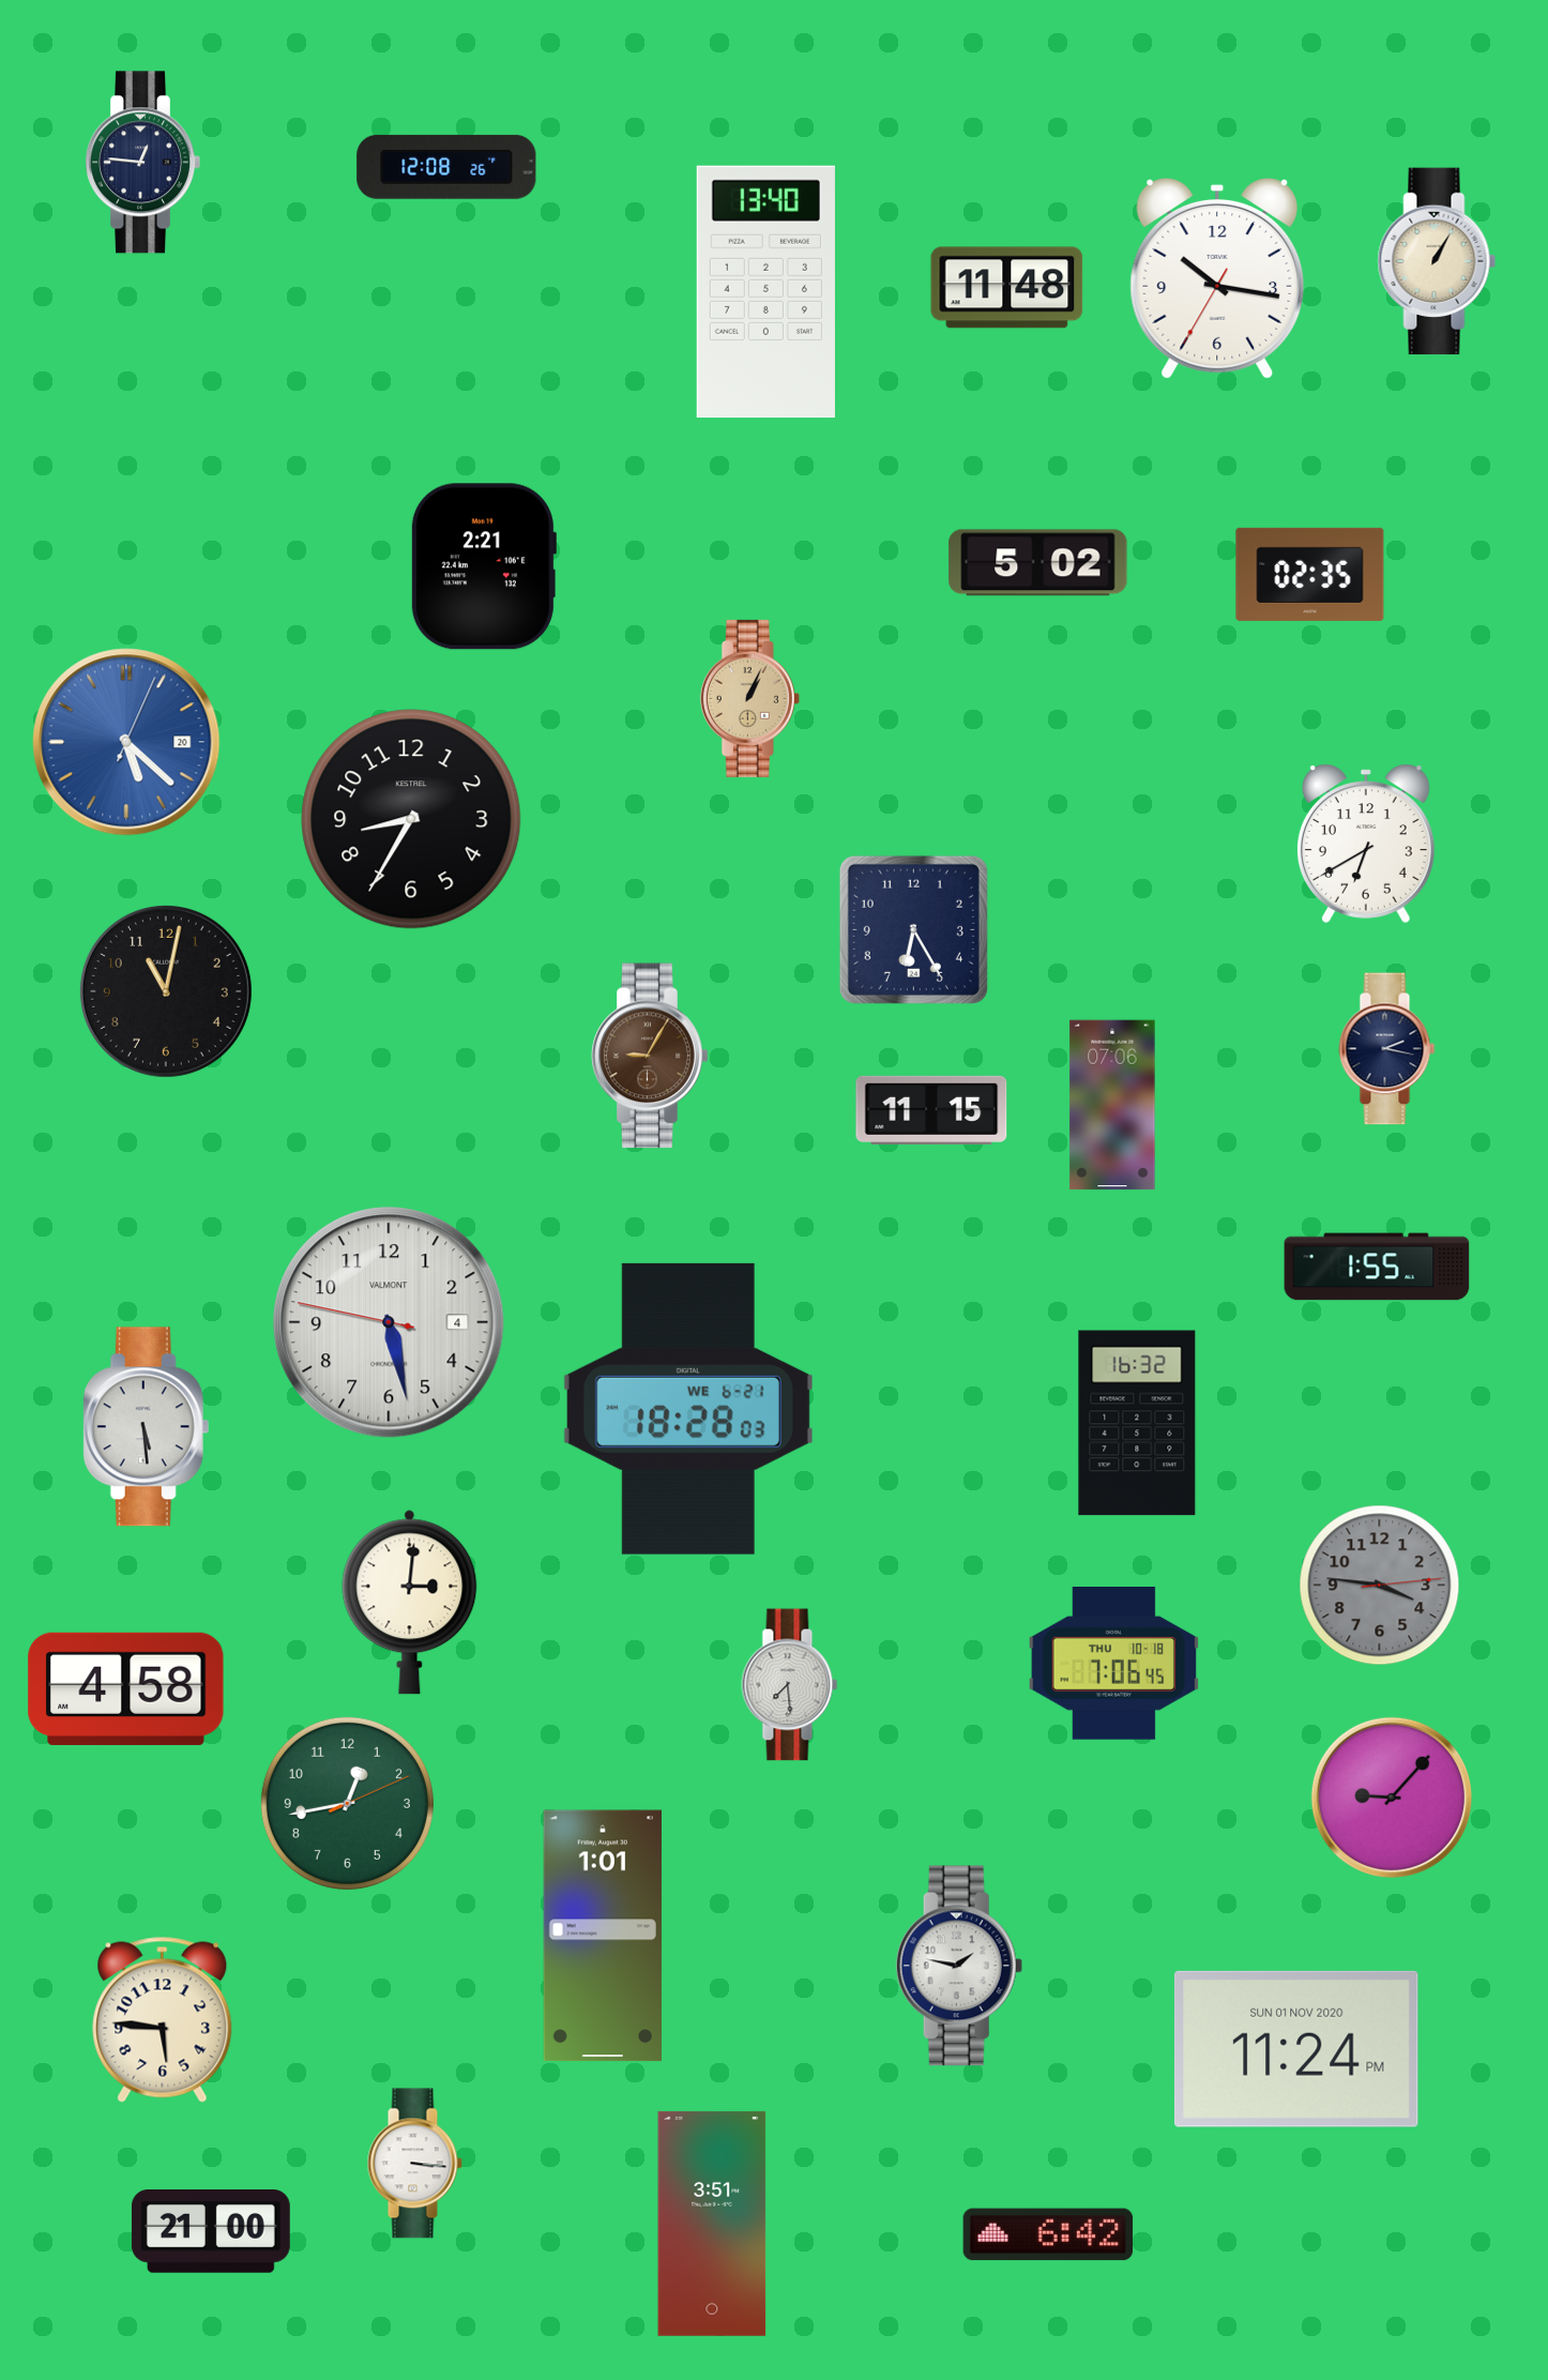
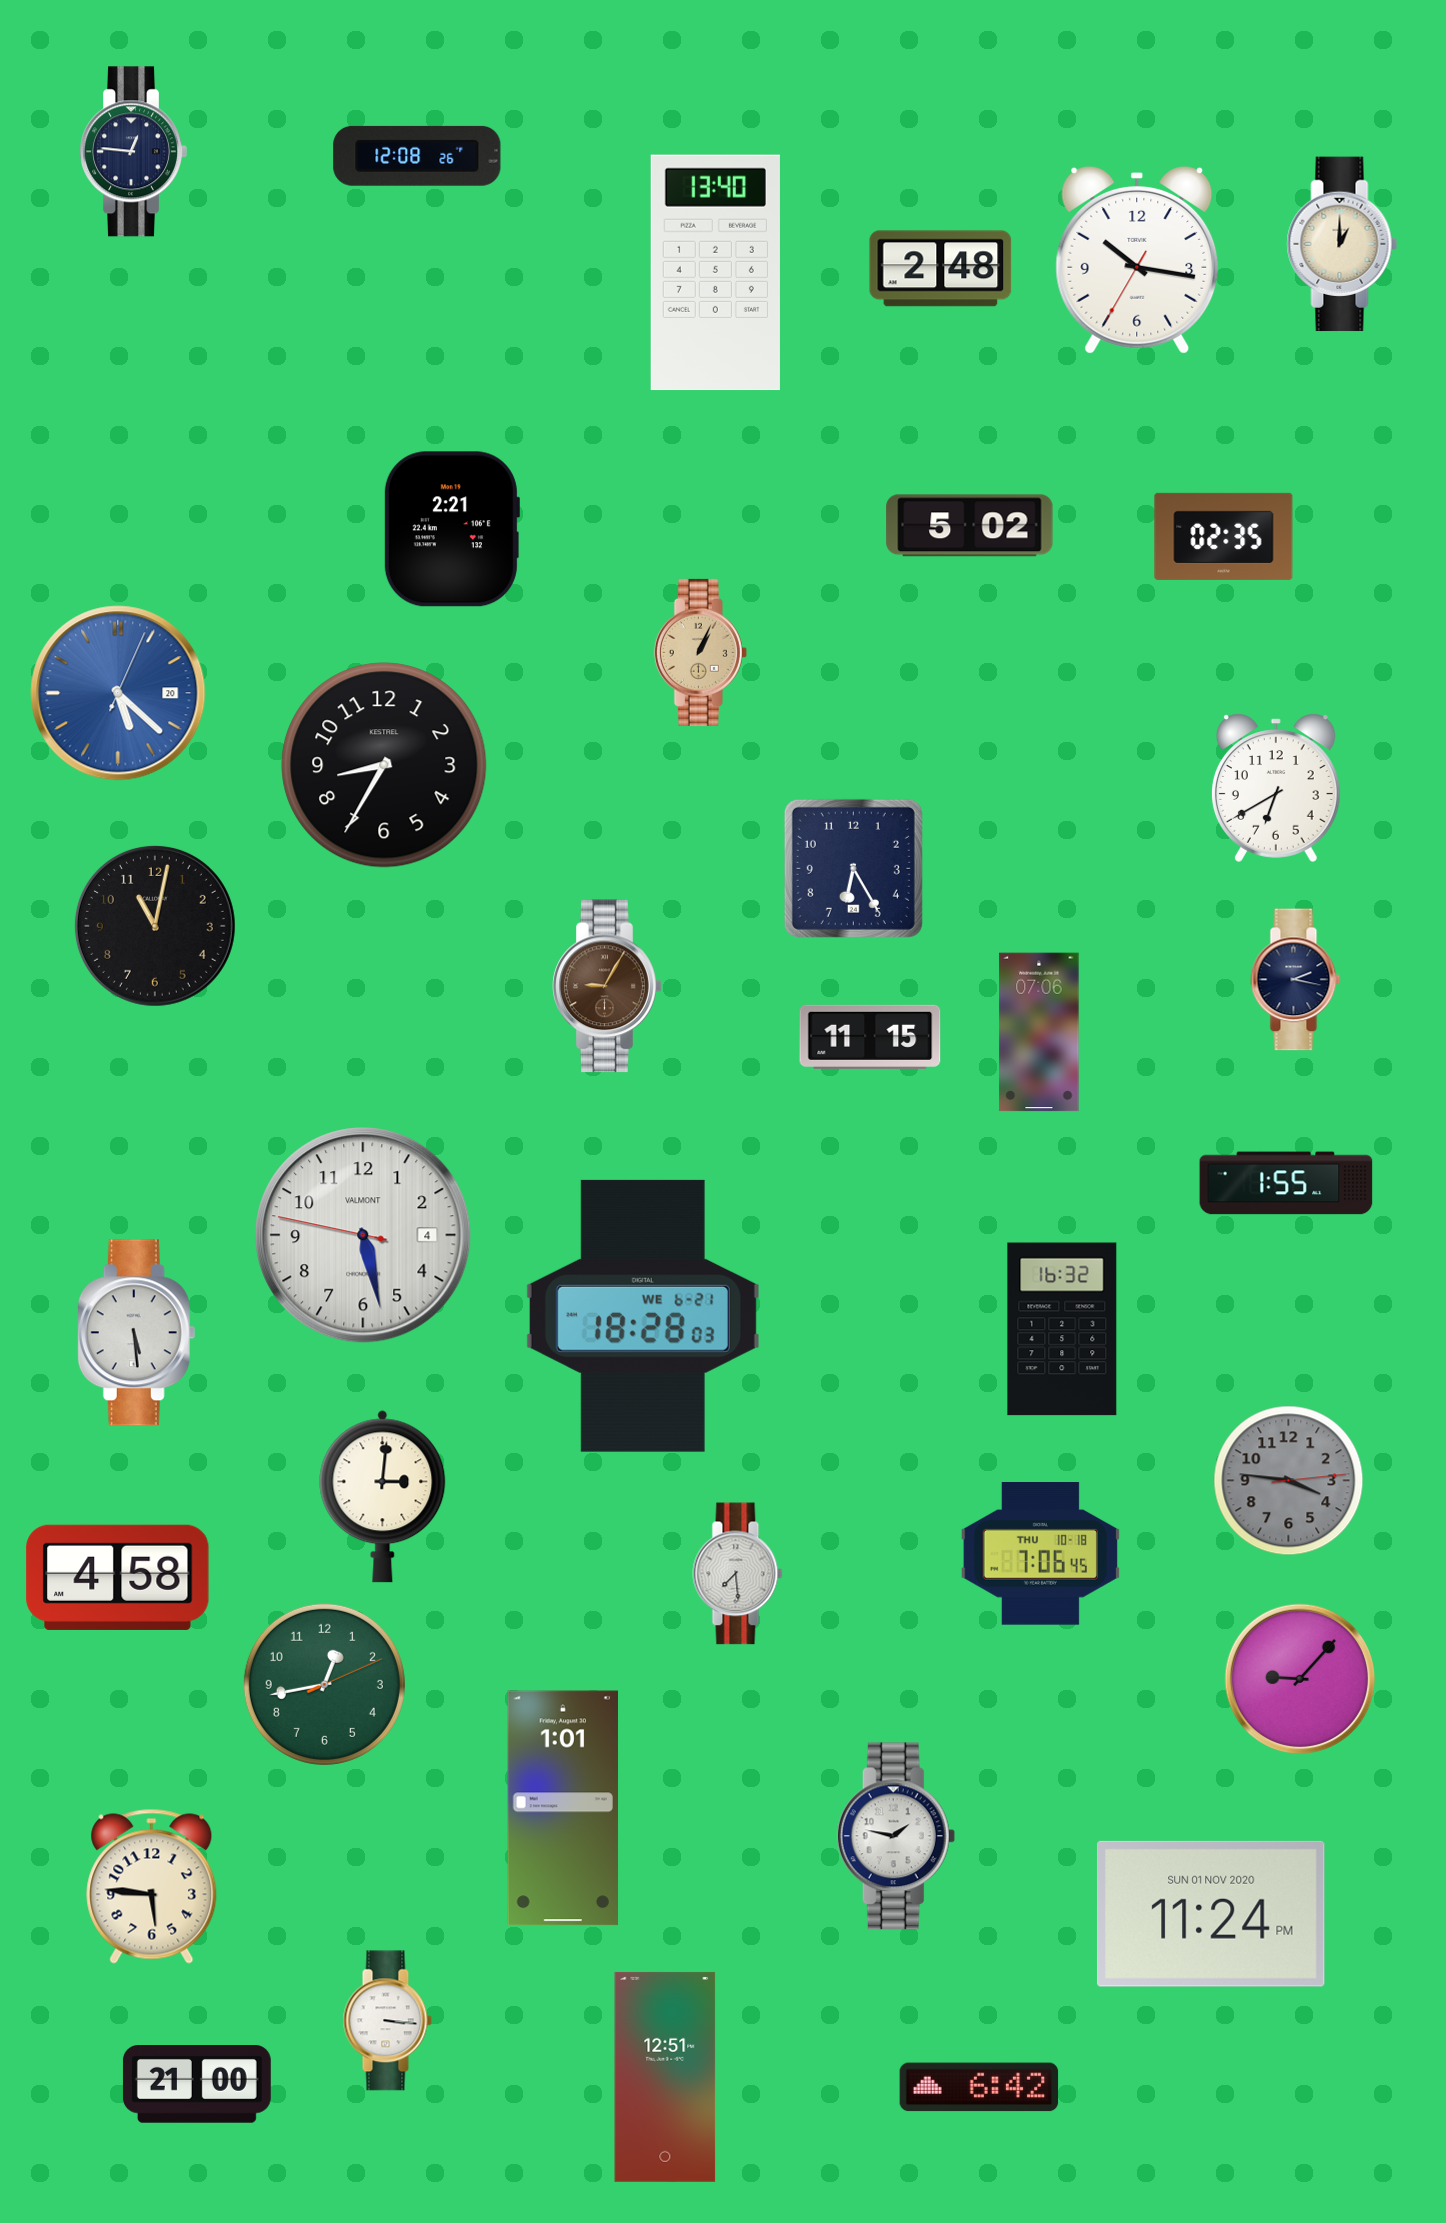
clock at (1437, 261): 1:05 -> 1:00
clock at (1007, 288): 11:48 -> 2:48
clock at (712, 2224): 3:51 -> 12:51
